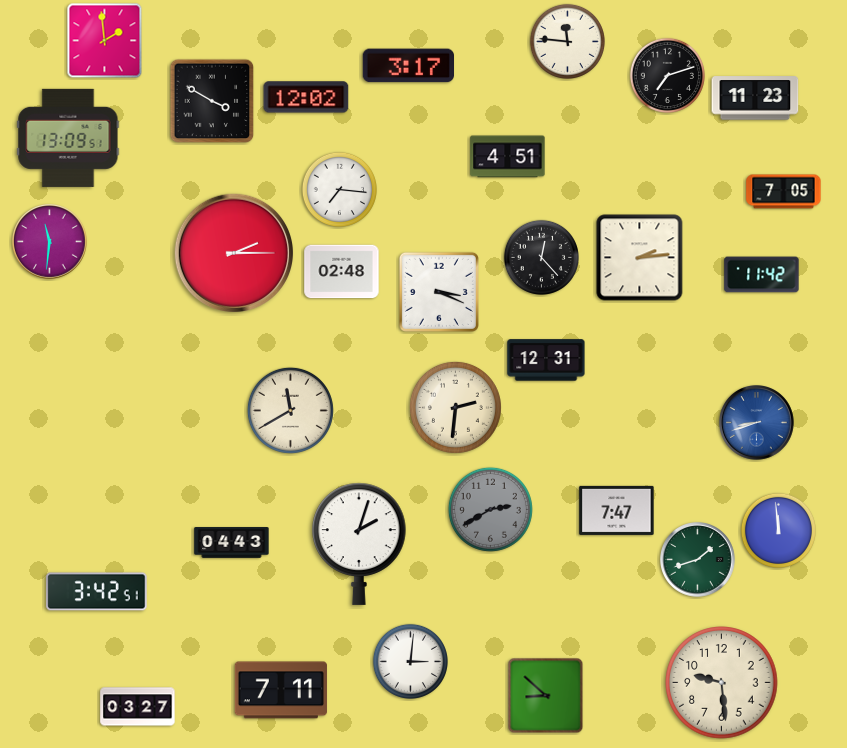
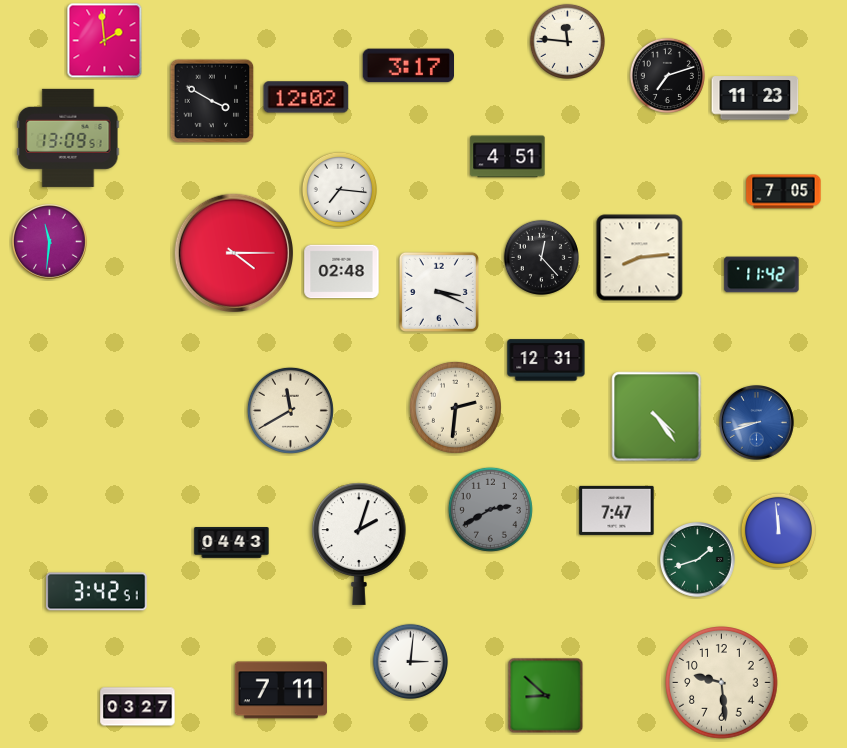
clock at (233, 252): 2:15 -> 4:15
clock at (640, 258): 2:14 -> 8:14
clock at (657, 417): none -> 4:24
